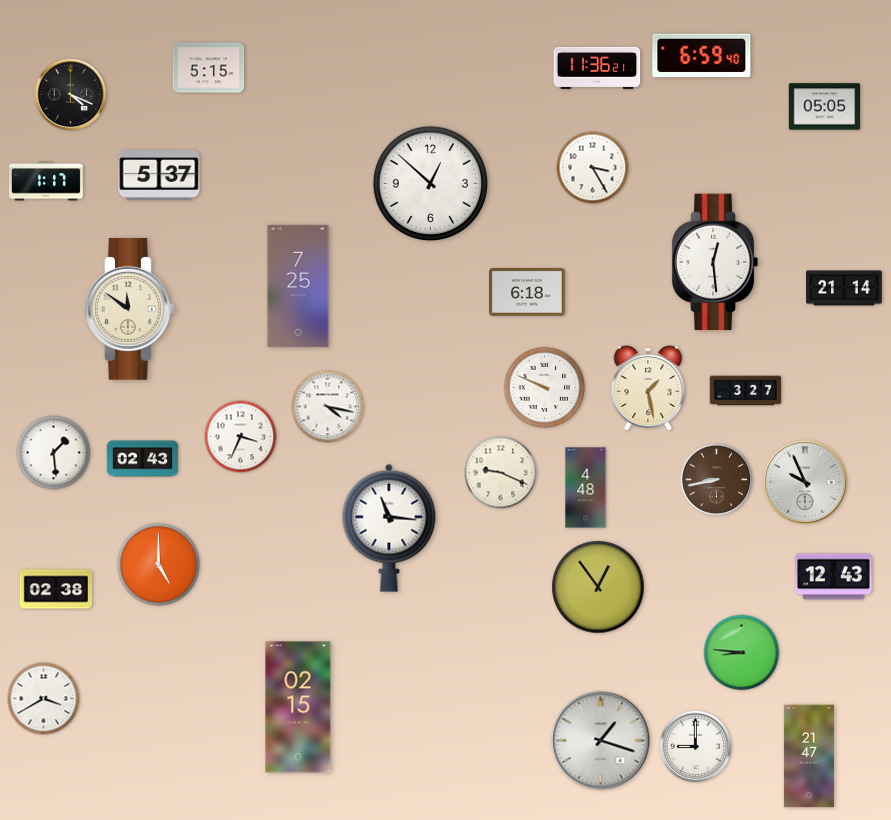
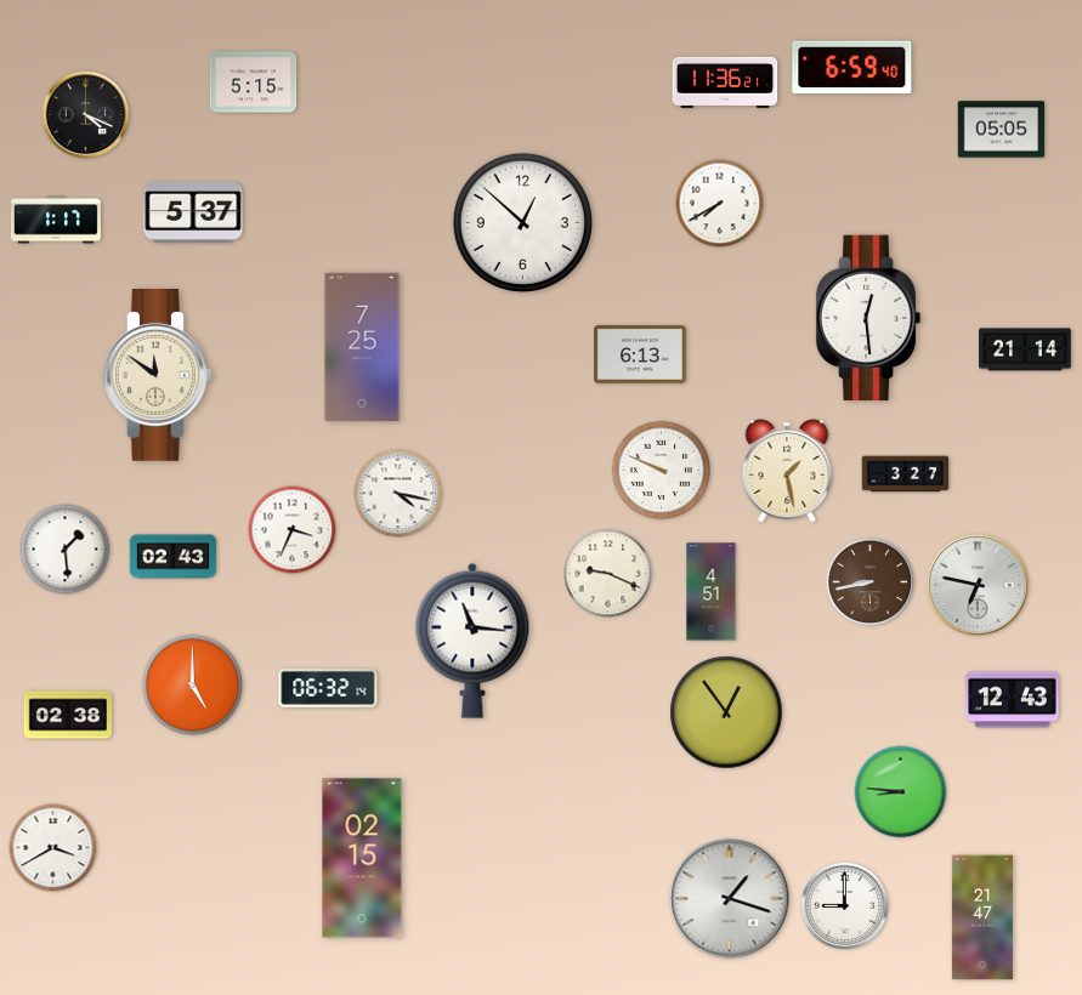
clock at (593, 168): 3:25 -> 7:40
clock at (527, 293): 6:18 -> 6:13
clock at (805, 482): 9:56 -> 6:47
clock at (586, 488): 4:48 -> 4:51
clock at (328, 689): none -> 06:32
